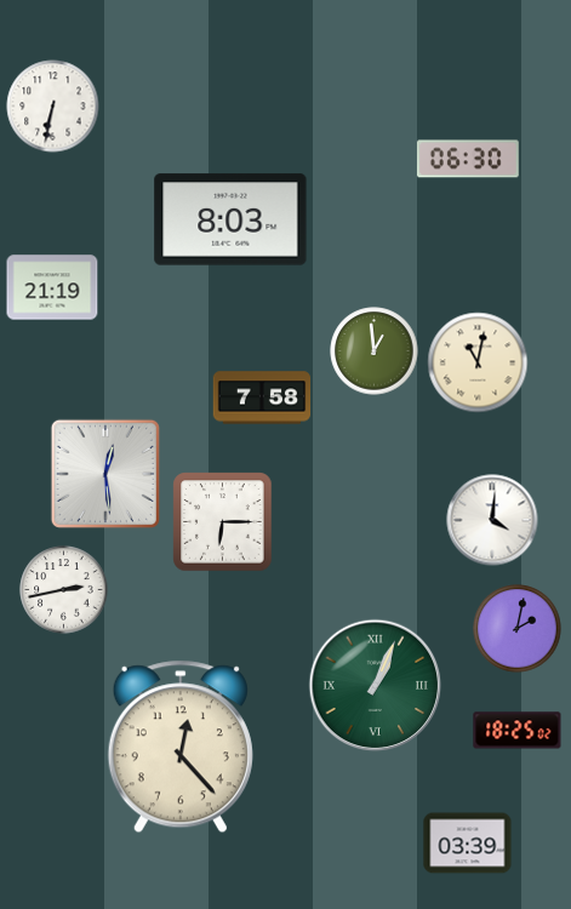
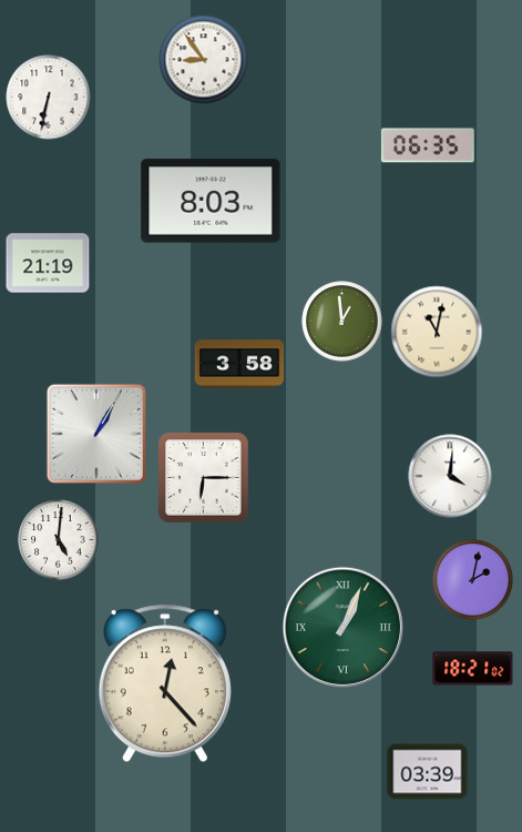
clock at (204, 60): none -> 8:54
clock at (468, 159): 06:30 -> 06:35
clock at (262, 398): 7:58 -> 3:58
clock at (105, 474): 12:29 -> 1:05
clock at (64, 590): 2:43 -> 5:01
clock at (518, 629) position: (518, 629) -> (473, 580)
clock at (518, 731): 18:25 -> 18:21
